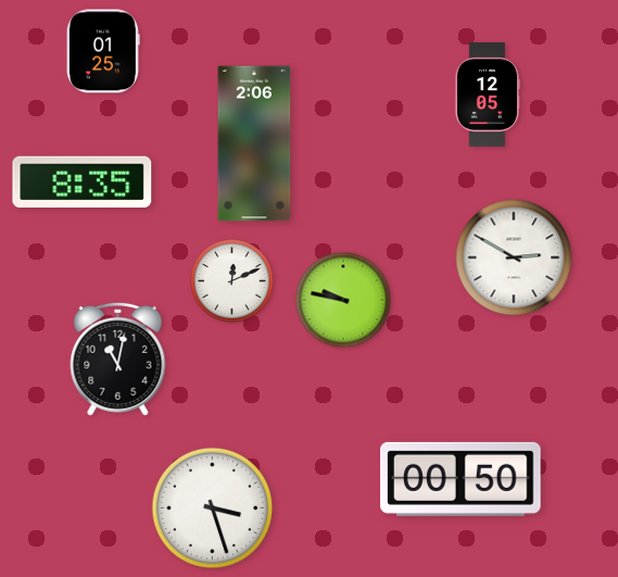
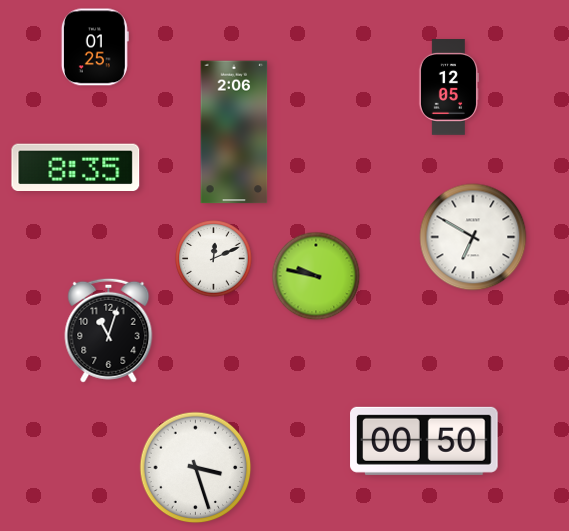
clock at (514, 258): 2:50 -> 6:50
clock at (118, 359): 11:02 -> 11:03
